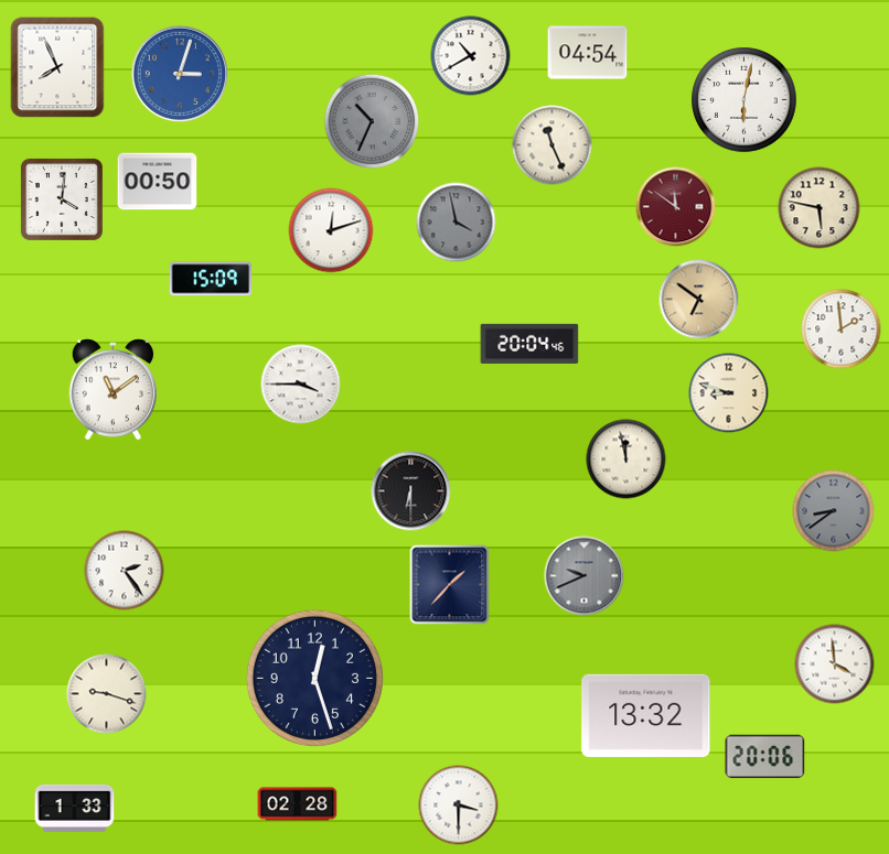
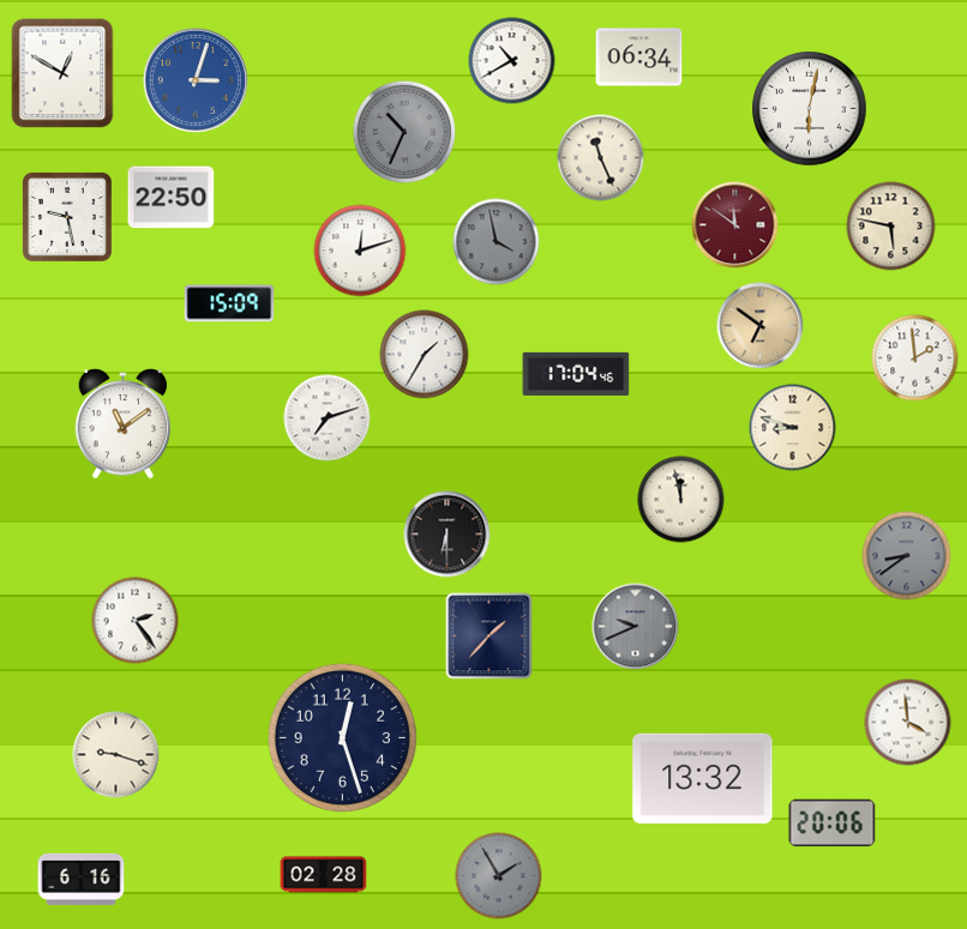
clock at (588, 53): 04:54 -> 06:34
clock at (57, 67): 7:56 -> 12:50
clock at (158, 182): 00:50 -> 22:50
clock at (62, 199): 4:01 -> 9:28
clock at (425, 355): none -> 1:35
clock at (529, 344): 20:04 -> 17:04
clock at (301, 385): 3:45 -> 7:12
clock at (459, 806): 3:30 -> 1:55
clock at (459, 806) dial: white -> grey
clock at (75, 808): 1:33 -> 6:16
